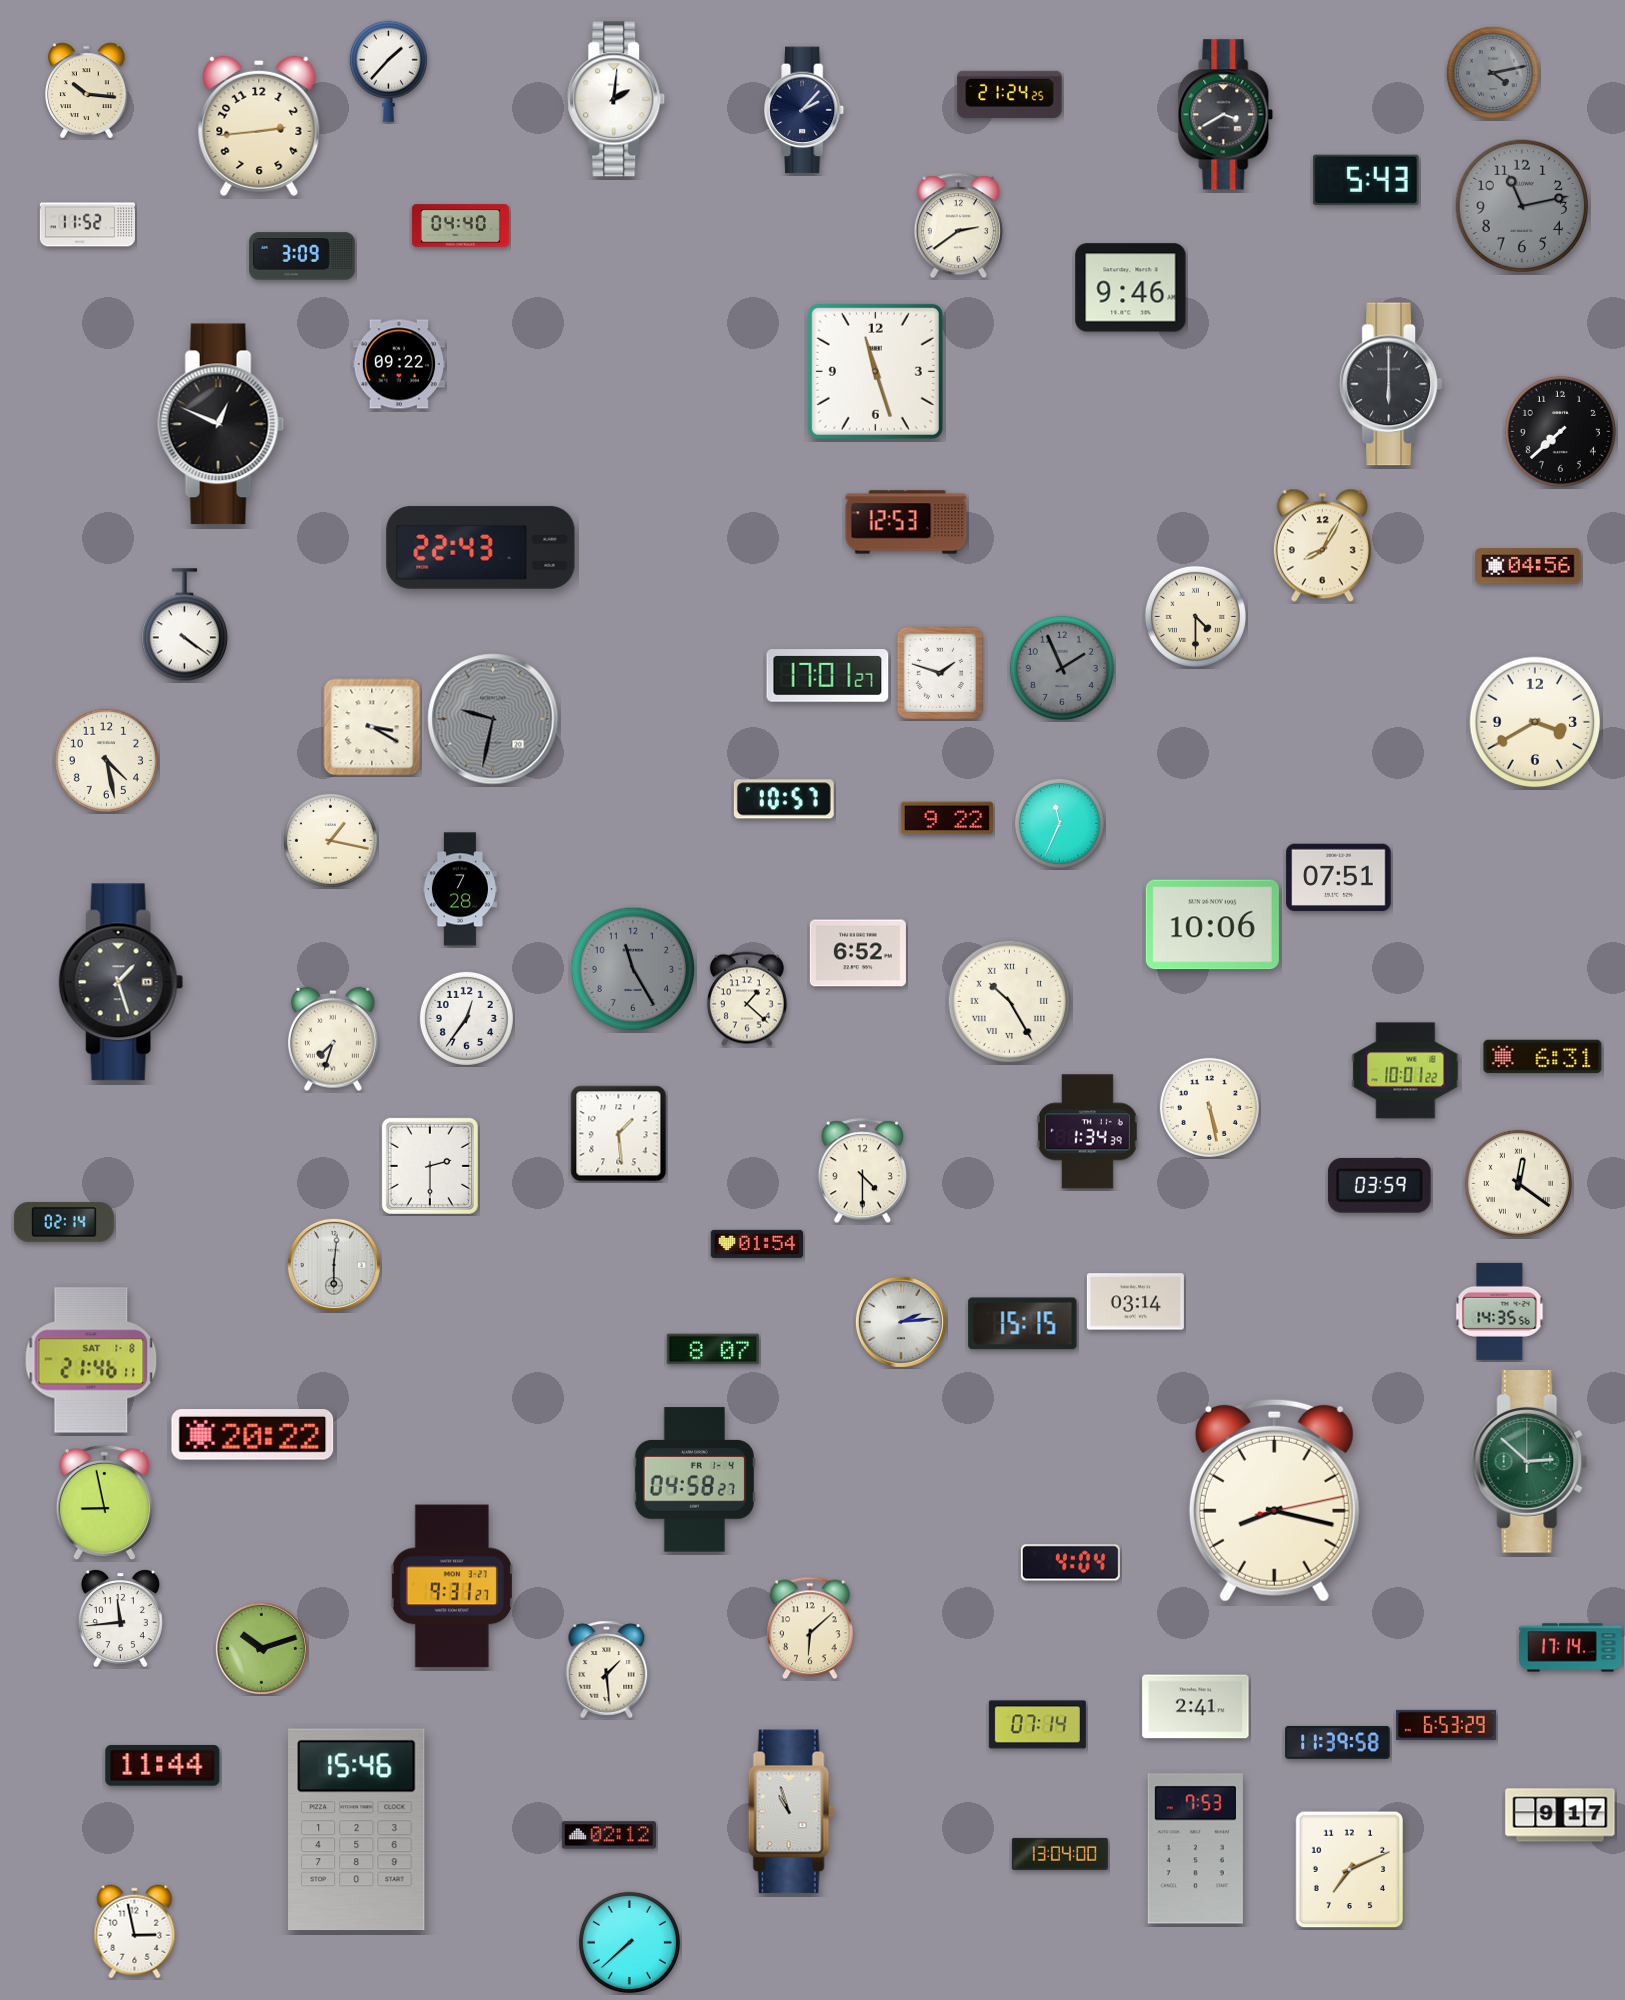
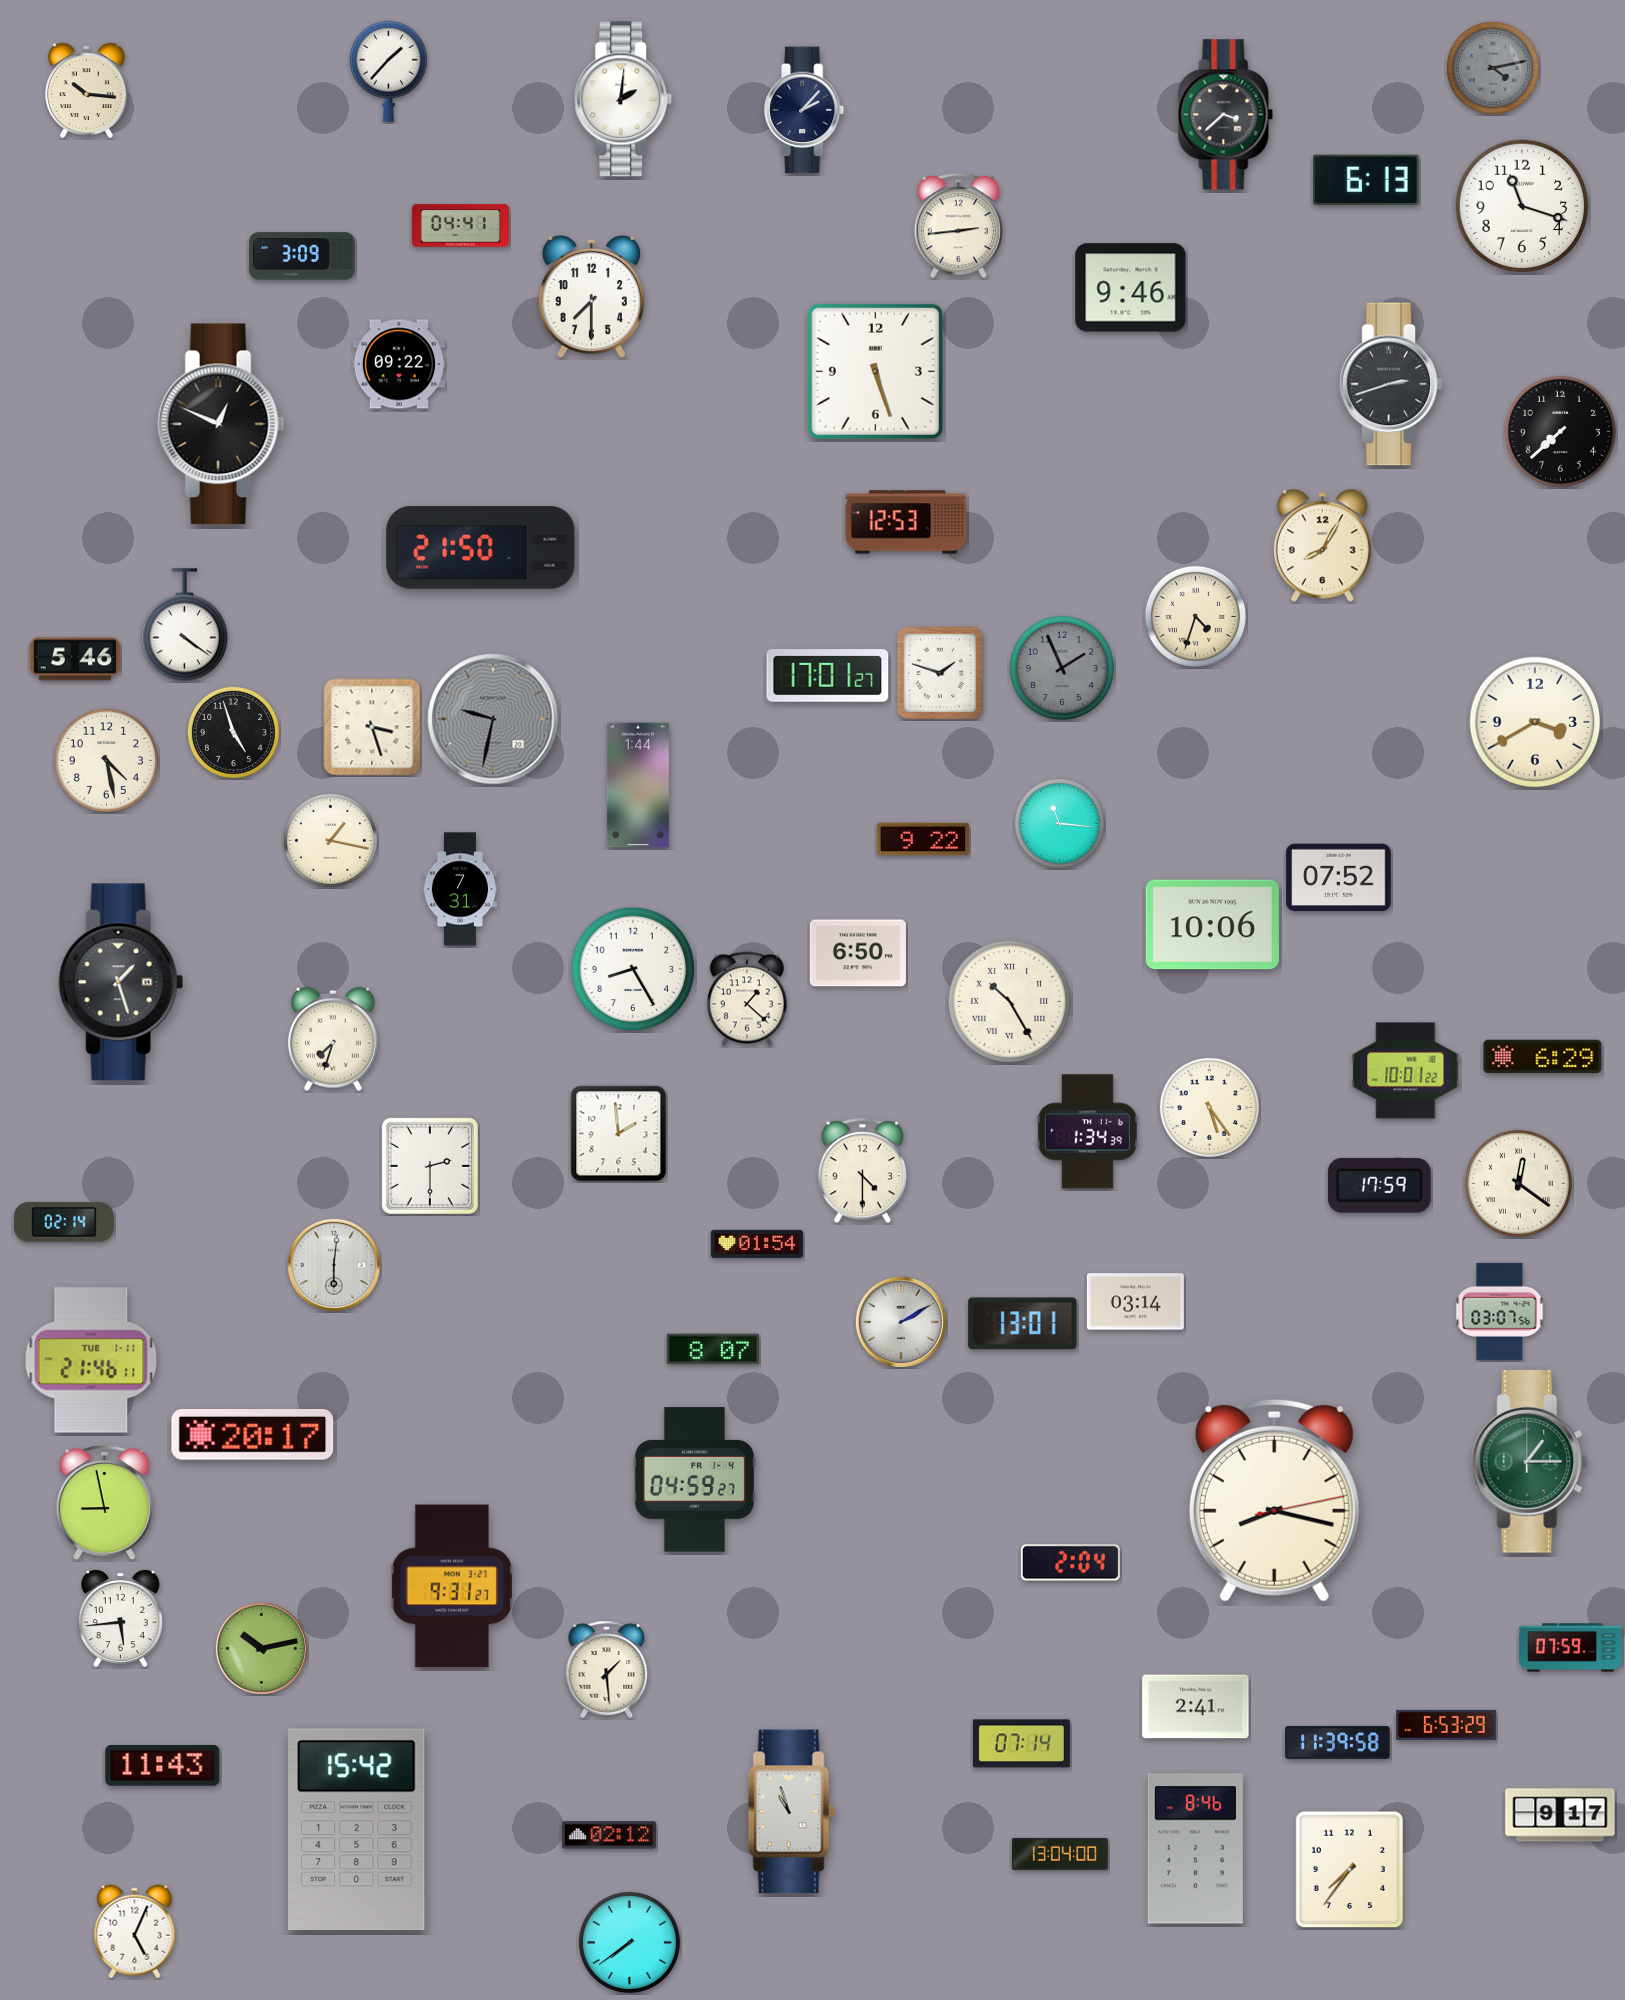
clock at (1493, 73) position: (1493, 73) -> (1493, 68)
clock at (1010, 94): 21:24 -> none
clock at (616, 99) position: (616, 99) -> (623, 99)
clock at (1226, 115): 3:40 -> 3:38
clock at (259, 126): 2:44 -> none
clock at (1366, 180): 5:43 -> 6:13
clock at (1522, 206): 11:13 -> 11:18
clock at (1522, 206) dial: grey -> white
clock at (87, 225): 11:52 -> none
clock at (460, 226): 04:40 -> 04:41
clock at (958, 226): 2:39 -> 2:44
clock at (591, 297): none -> 7:30
clock at (875, 371): 11:27 -> 5:27
clock at (1390, 384): 6:00 -> 2:42
clock at (481, 548): 22:43 -> 21:50
clock at (1528, 566): 04:56 -> none
clock at (1195, 616): 4:30 -> 4:33
clock at (75, 659): none -> 5:46
clock at (372, 727): 3:20 -> 3:27
clock at (233, 732): none -> 4:57
clock at (638, 785): none -> 1:44
clock at (784, 799): 10:57 -> none
clock at (946, 818) position: (946, 818) -> (922, 839)
clock at (1059, 823): 11:34 -> 11:16
clock at (1339, 878): 07:51 -> 07:52
clock at (460, 889): 7:28 -> 7:31
clock at (858, 953): 6:52 -> 6:50
clock at (633, 969): 11:25 -> 8:25
clock at (633, 969) dial: grey -> white
clock at (466, 1018): 12:36 -> none
clock at (1543, 1057): 6:31 -> 6:29
clock at (1209, 1107): 5:28 -> 5:24
clock at (619, 1134): 1:29 -> 1:59
clock at (1379, 1186): 03:59 -> 17:59
clock at (1500, 1311): 14:35 -> 03:07
clock at (901, 1322): 2:14 -> 2:10
clock at (1023, 1324): 15:15 -> 13:01
clock at (91, 1360) date: SAT 1-8 -> TUE 1-11
clock at (253, 1435): 20:22 -> 20:17
clock at (1530, 1462): 2:52 -> 1:15
clock at (694, 1480): 04:58 -> 04:59
clock at (1070, 1563): 4:04 -> 2:04
clock at (120, 1619): 11:44 -> 5:44
clock at (811, 1628): 6:08 -> none
clock at (261, 1648): 10:12 -> 10:13
clock at (1571, 1648): 17:14 -> 07:59
clock at (1037, 1725) position: (1037, 1725) -> (1021, 1744)
clock at (163, 1766): 11:44 -> 11:43
clock at (357, 1830): 15:46 -> 15:42
clock at (1195, 1849): 7:53 -> 8:46
clock at (1350, 1870): 7:11 -> 7:36
clock at (135, 1932): 2:58 -> 5:04
clock at (629, 1942): 7:38 -> 7:39
